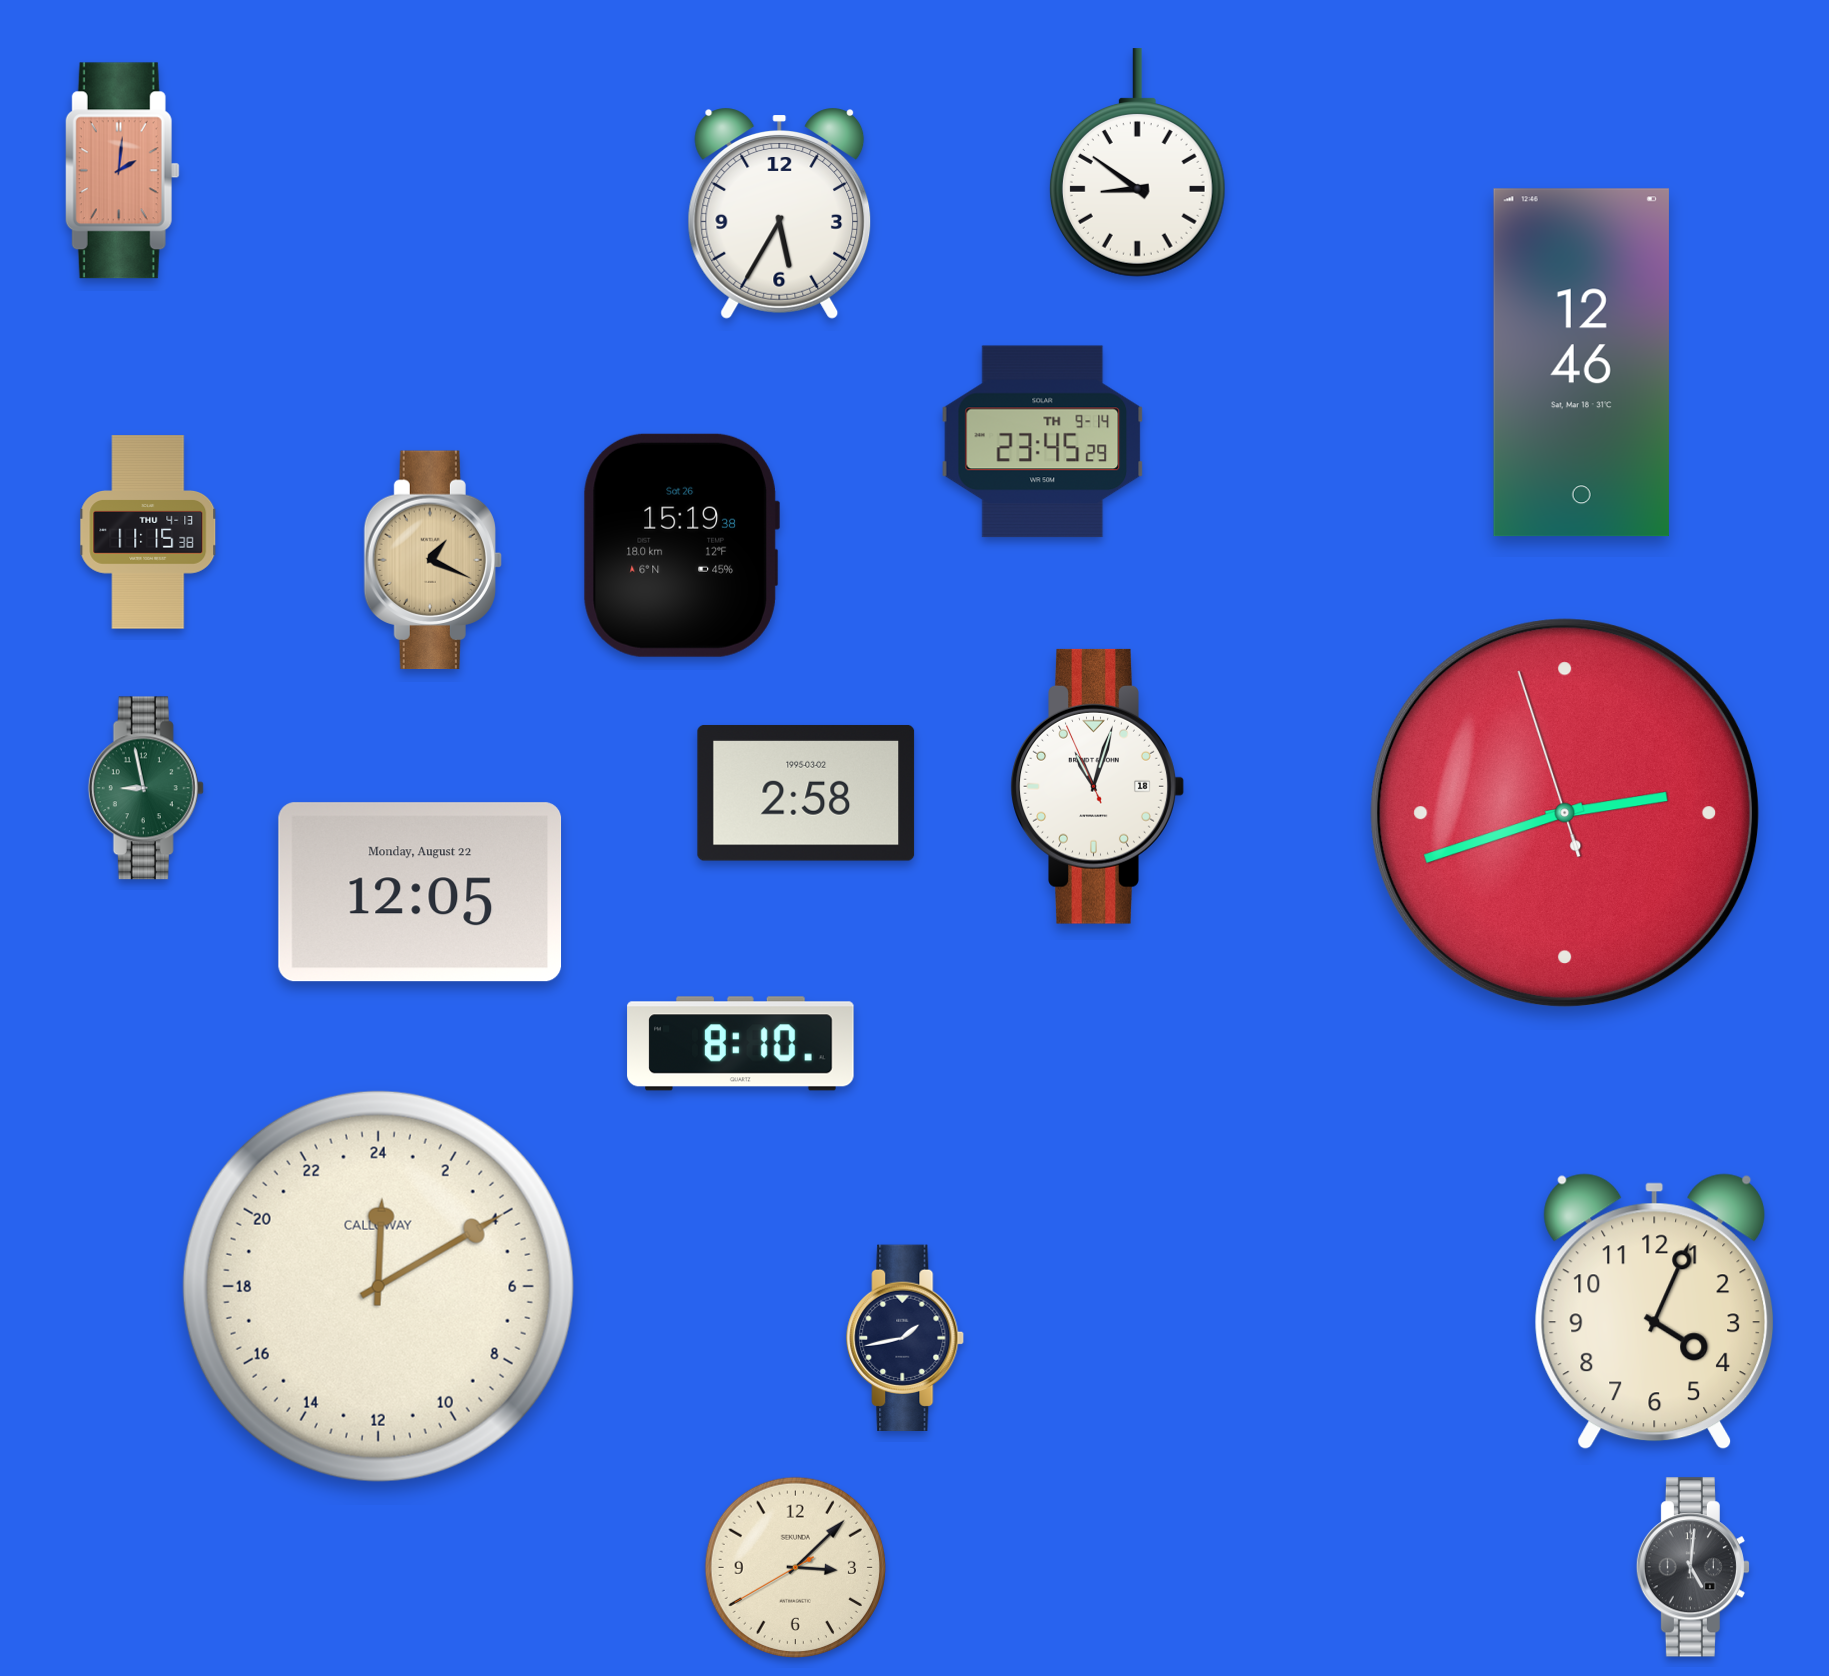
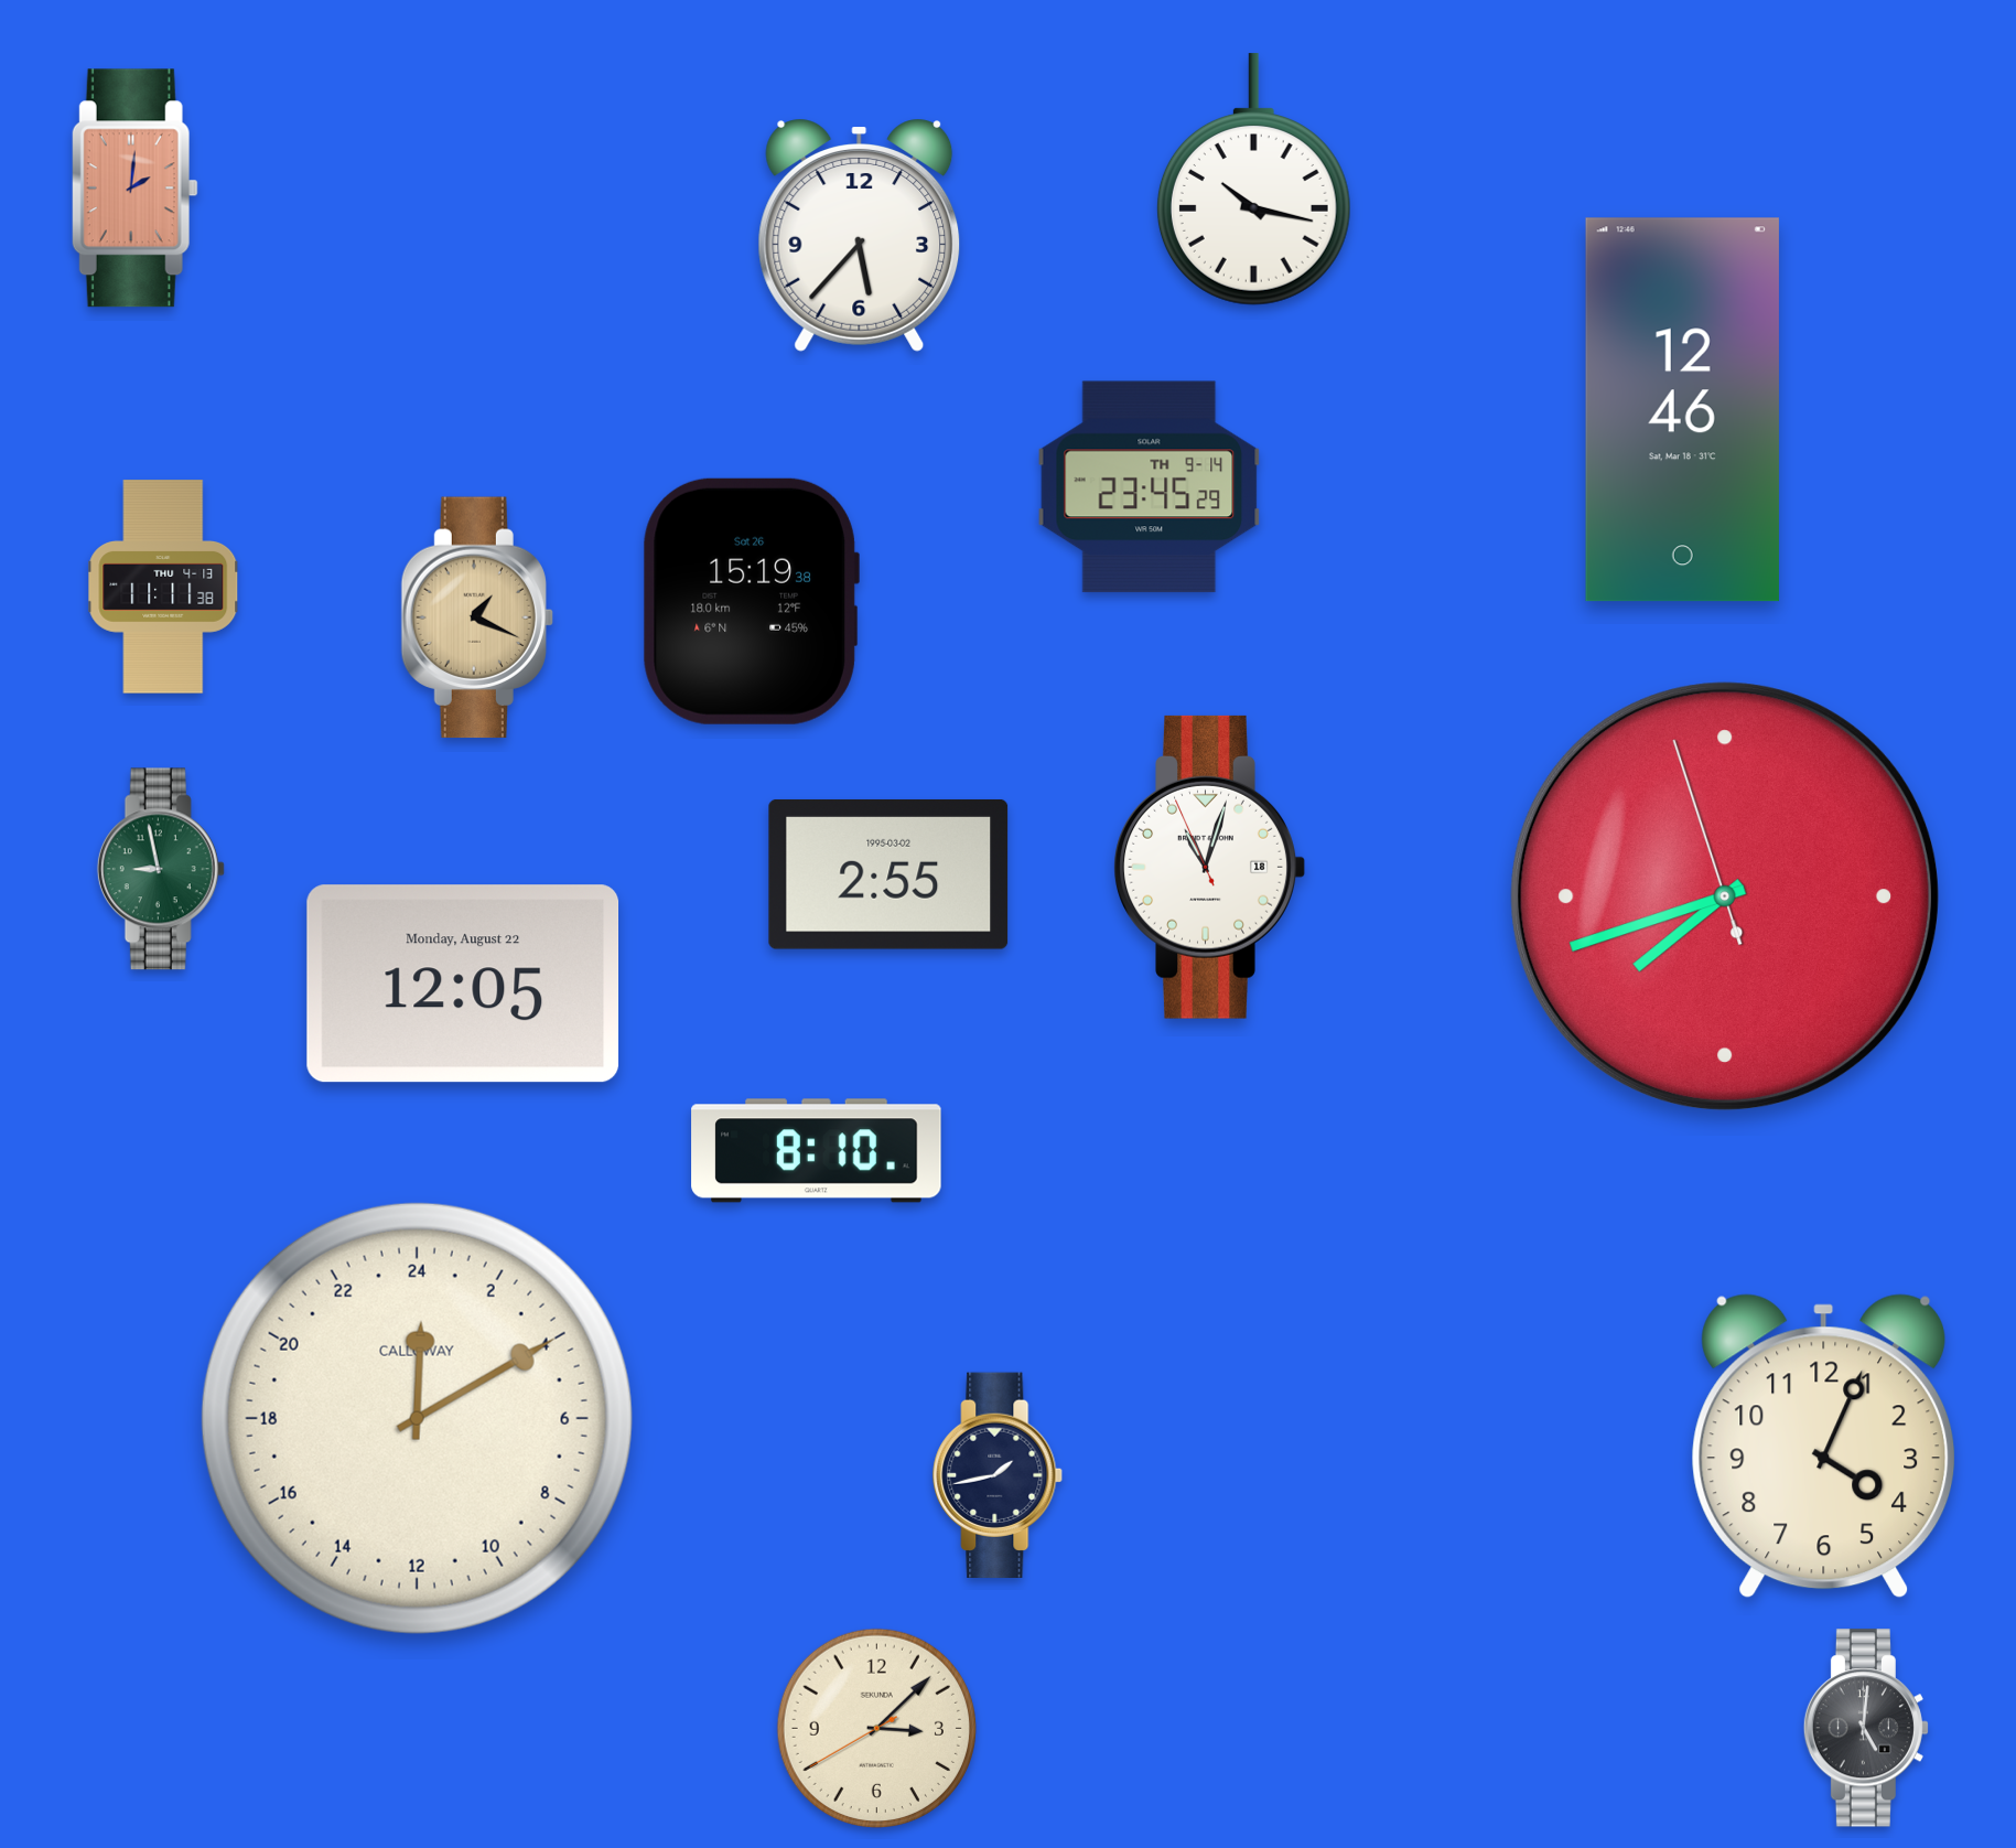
clock at (1137, 163): 8:51 -> 10:17
clock at (780, 213): 5:35 -> 5:37
clock at (1581, 363) position: (1581, 363) -> (1682, 410)
clock at (148, 532): 11:15 -> 11:11
clock at (806, 793): 2:58 -> 2:55
clock at (1564, 812): 2:41 -> 7:41
